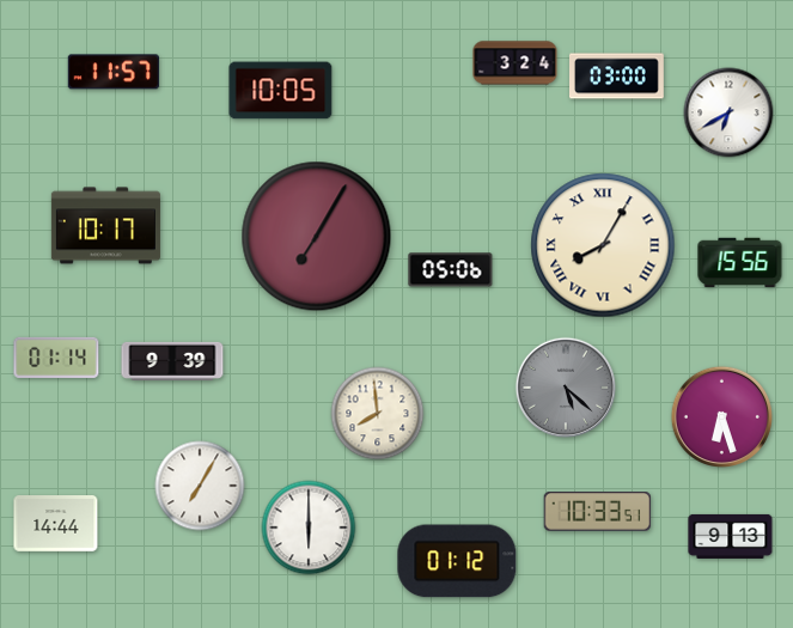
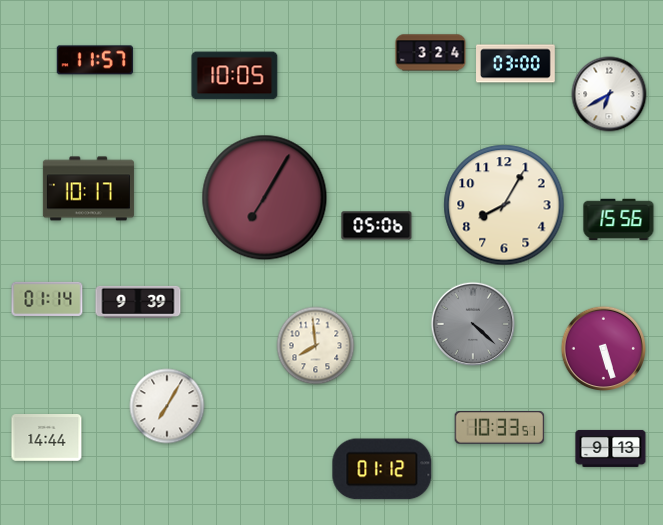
clock at (603, 245) numerals: Roman -> Arabic
clock at (172, 361) position: (172, 361) -> (138, 302)
clock at (566, 388): 5:22 -> 4:22
clock at (721, 416): 6:27 -> 5:27
clock at (309, 528): 6:00 -> none
